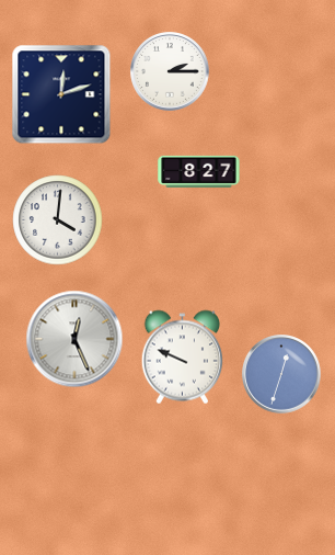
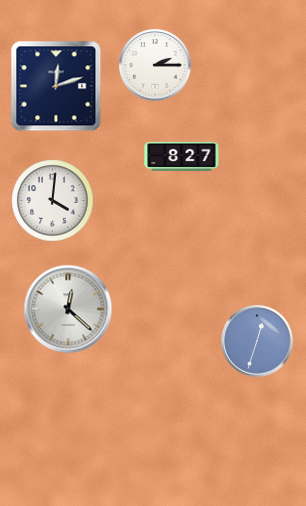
clock at (74, 339): 12:26 -> 12:22
clock at (182, 358): 9:49 -> none
